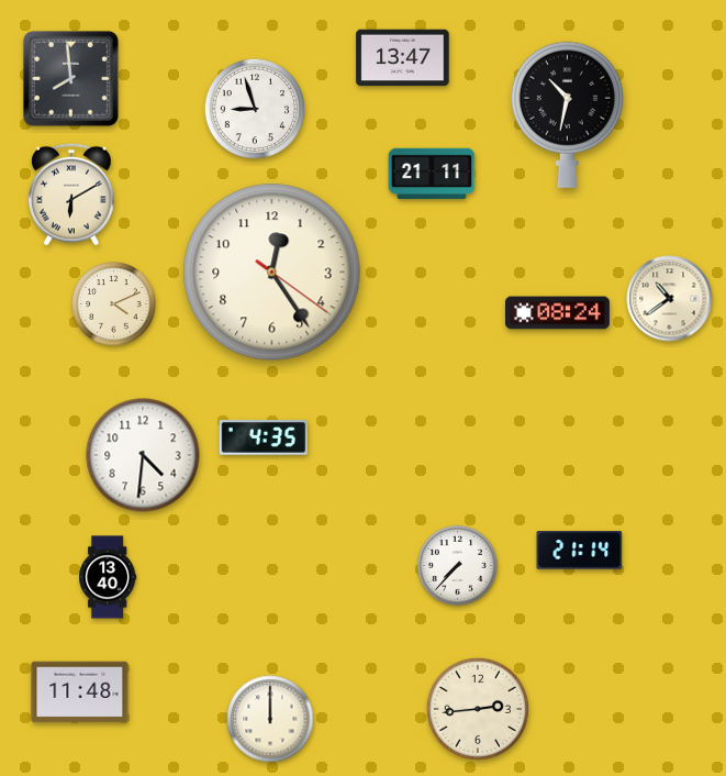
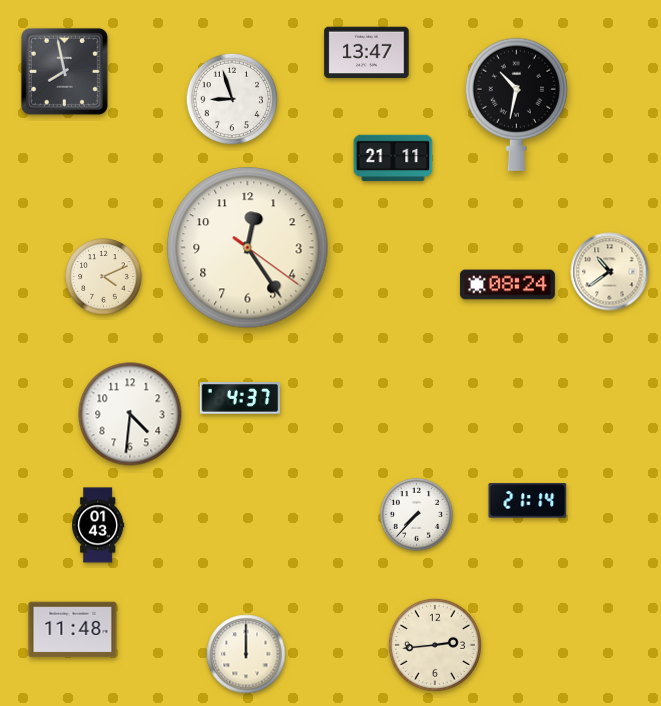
clock at (70, 78): 7:59 -> 7:58
clock at (71, 195): 6:10 -> none
clock at (263, 439): 4:35 -> 4:37
clock at (108, 577): 13:40 -> 01:43
